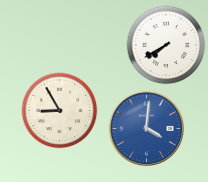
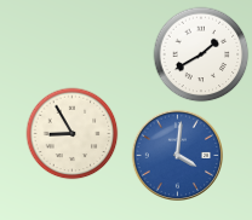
clock at (166, 45): 7:40 -> 1:40
